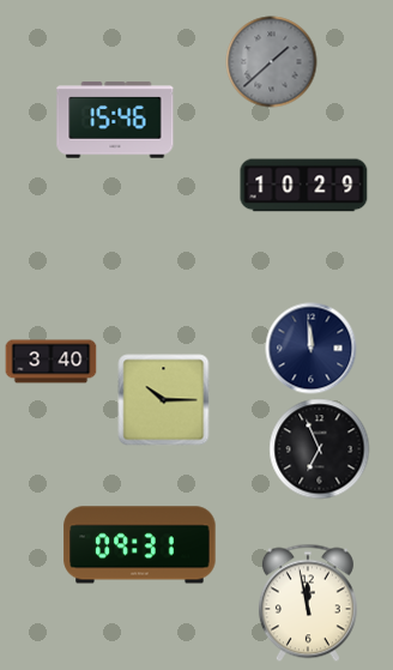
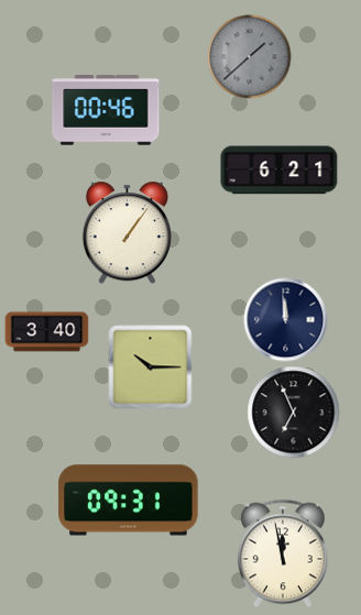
clock at (115, 120): 15:46 -> 00:46
clock at (304, 186): 10:29 -> 6:21
clock at (127, 233): none -> 1:06
